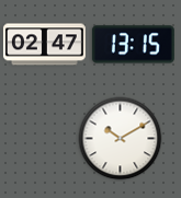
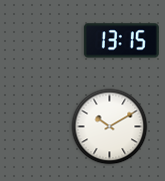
clock at (44, 45): 02:47 -> none
